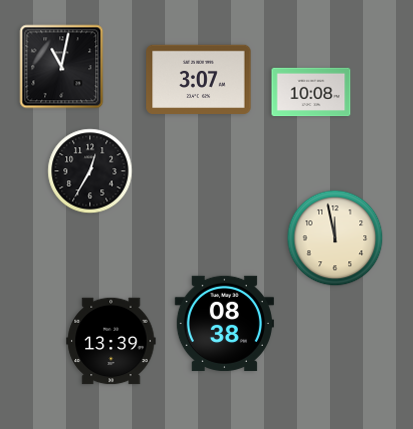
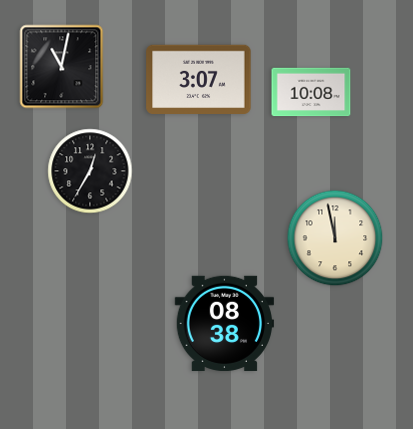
clock at (111, 341): 13:39 -> none
